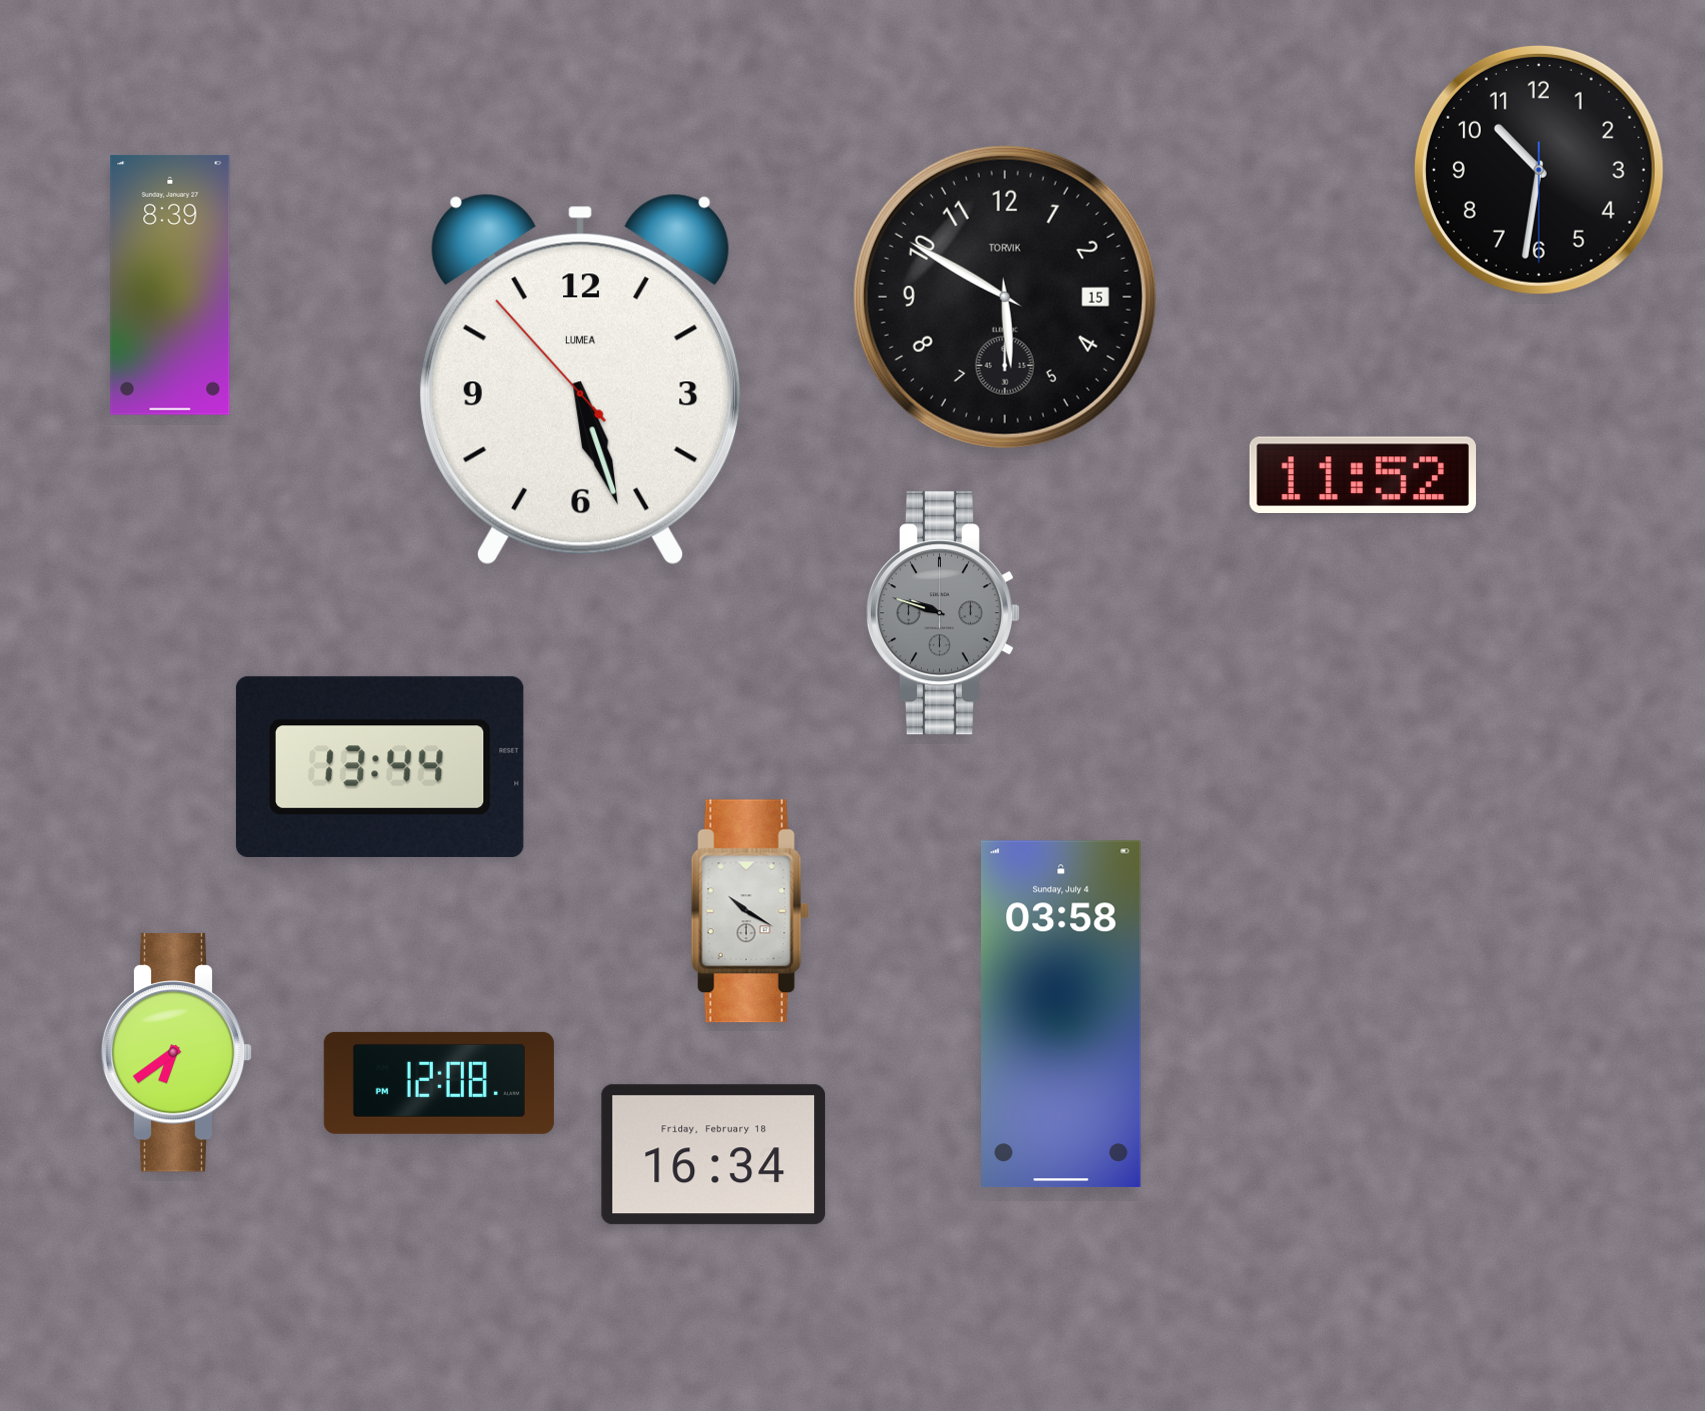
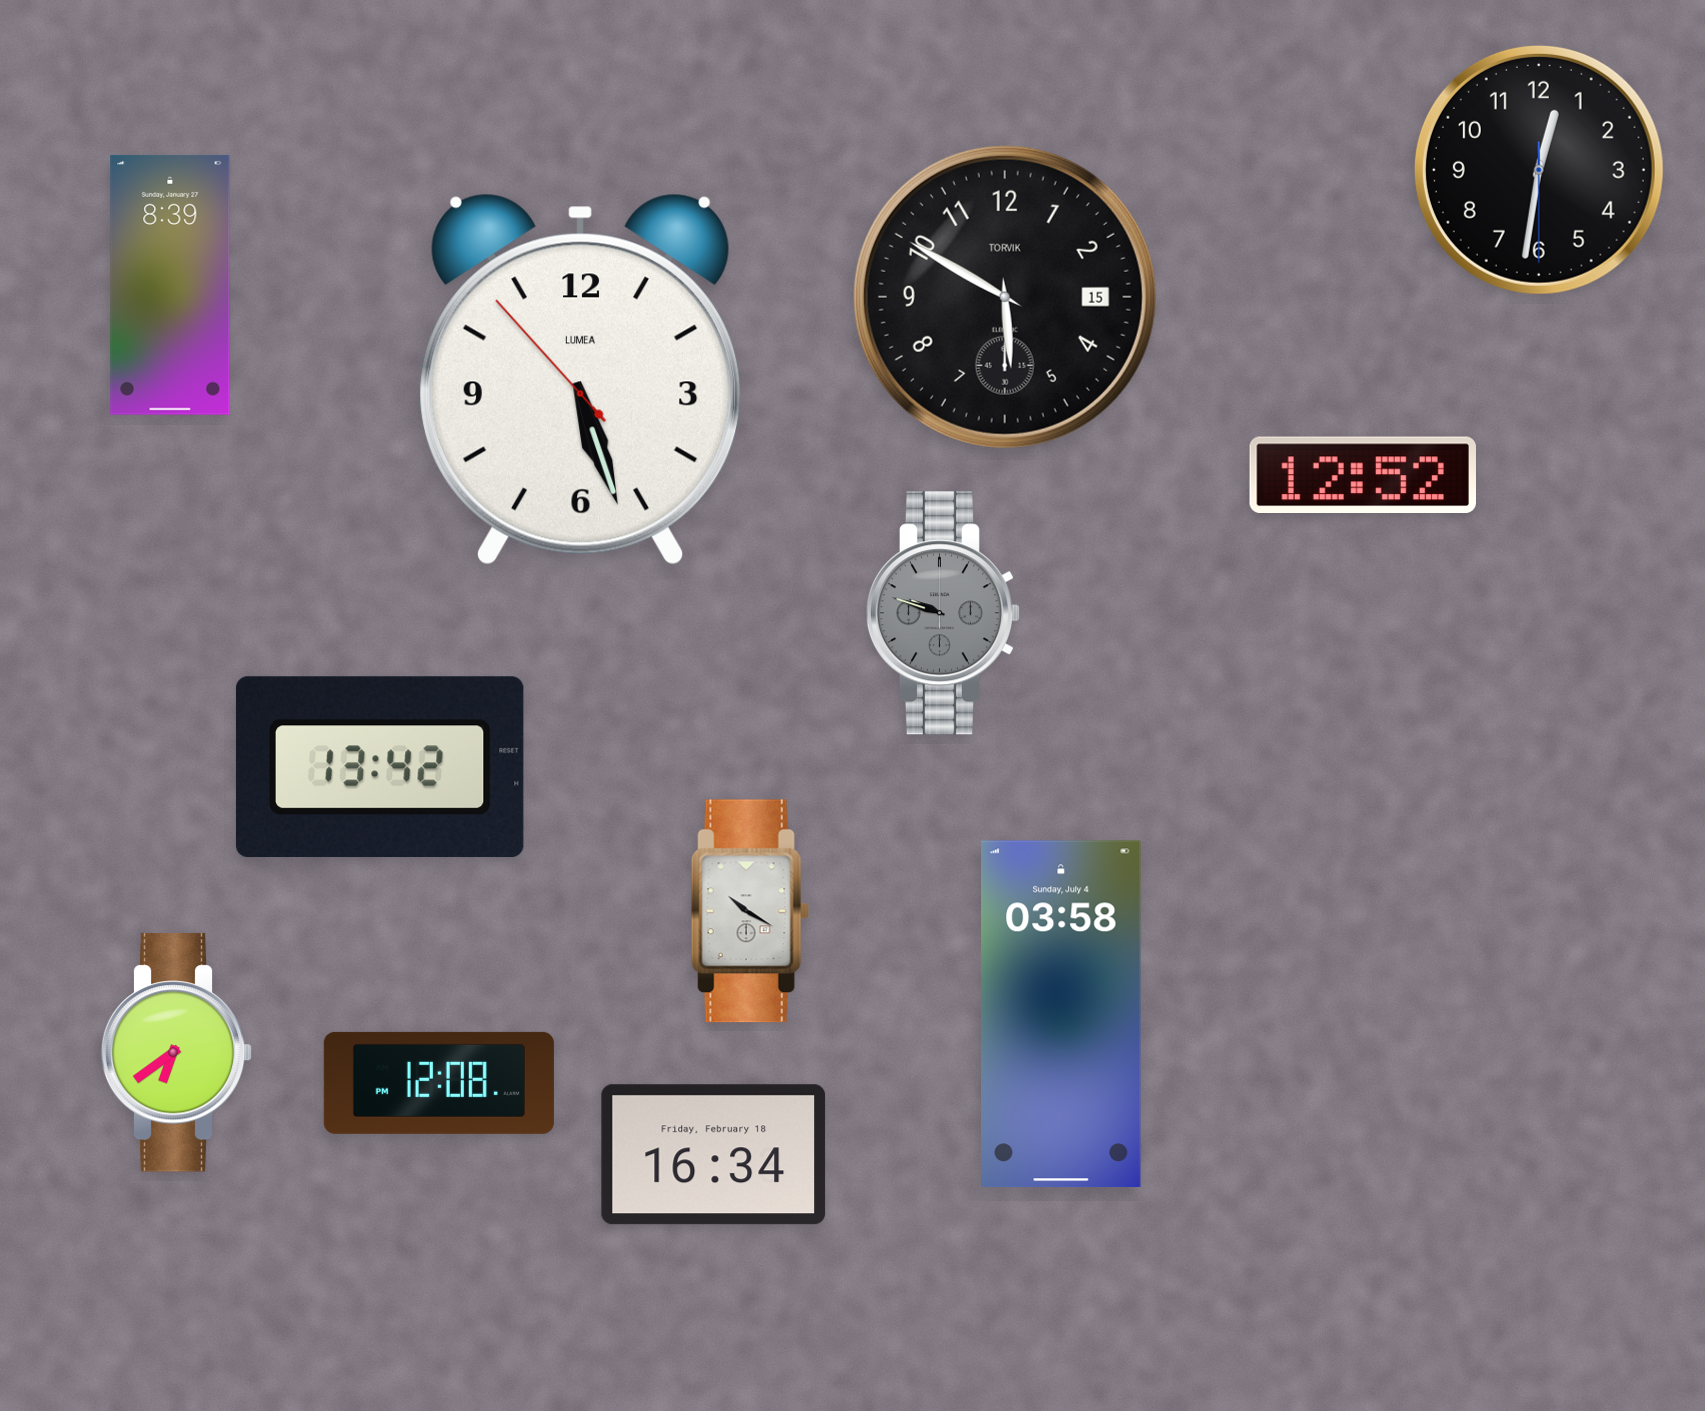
clock at (1539, 170): 10:31 -> 12:31
clock at (1363, 474): 11:52 -> 12:52
clock at (380, 767): 13:44 -> 13:42
